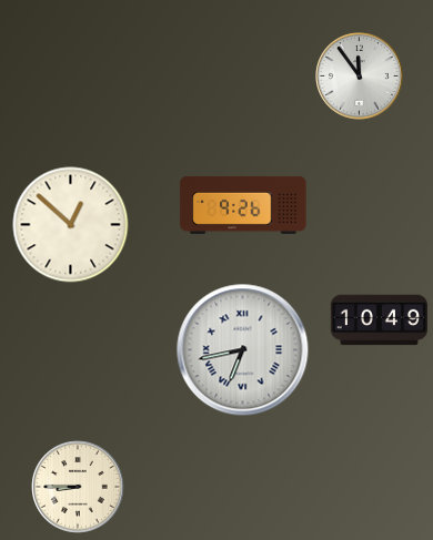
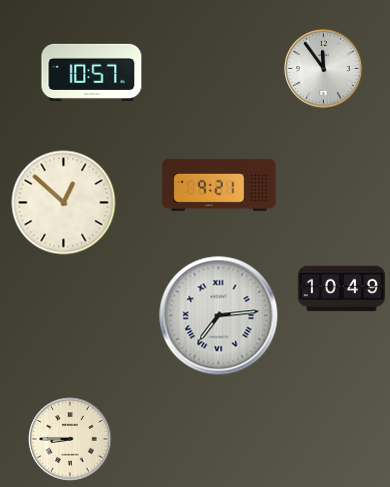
clock at (92, 72): none -> 10:57
clock at (243, 205): 9:26 -> 9:21
clock at (243, 350): 6:43 -> 7:14
